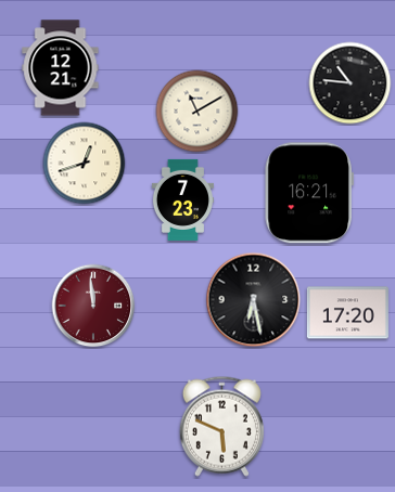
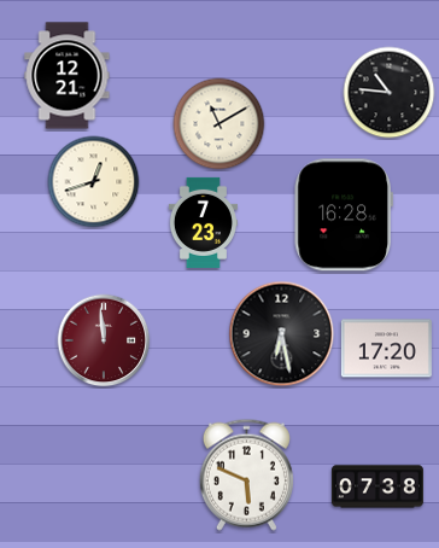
clock at (309, 193): 16:21 -> 16:28
clock at (377, 486): none -> 07:38
